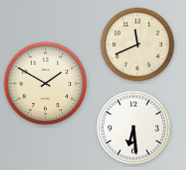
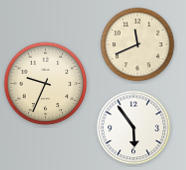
clock at (46, 84): 1:50 -> 9:34
clock at (134, 128): 6:29 -> 5:54
